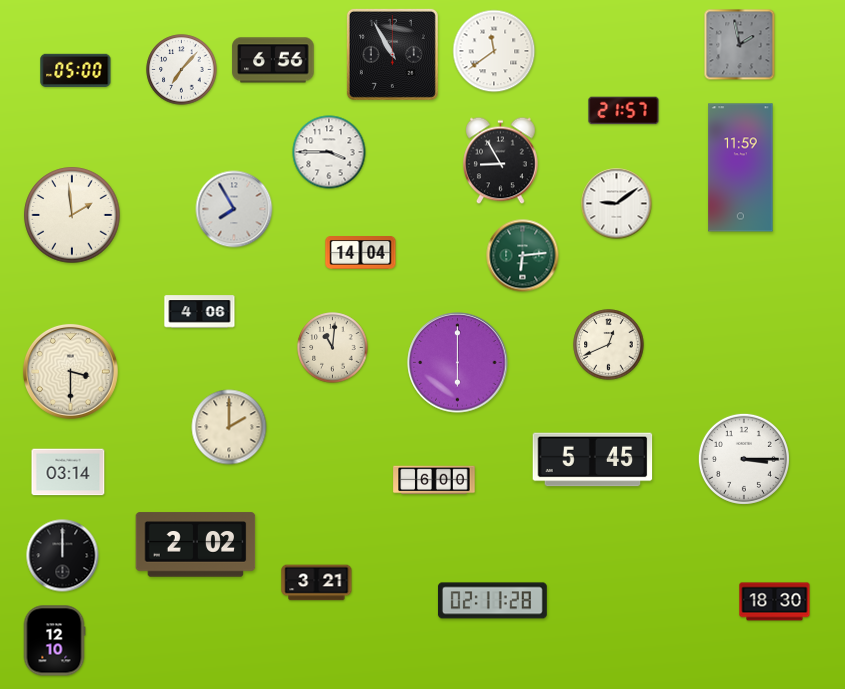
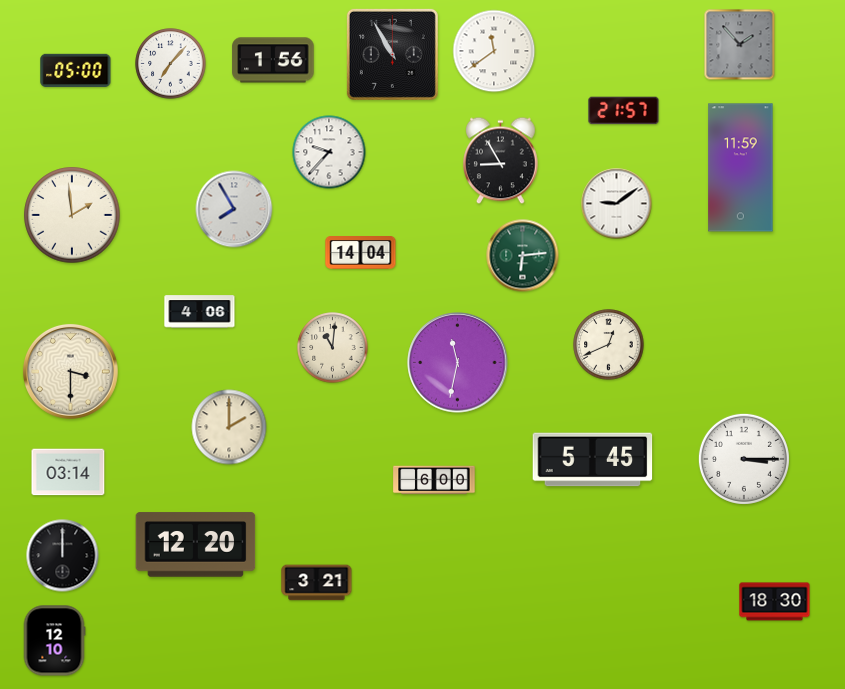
clock at (740, 45): 1:58 -> 1:53
clock at (273, 60): 6:56 -> 1:56
clock at (182, 70) position: (182, 70) -> (171, 64)
clock at (329, 152): 3:45 -> 9:37
clock at (458, 363): 6:00 -> 11:32
clock at (196, 545): 2:02 -> 12:20
clock at (492, 601): 02:11 -> none
